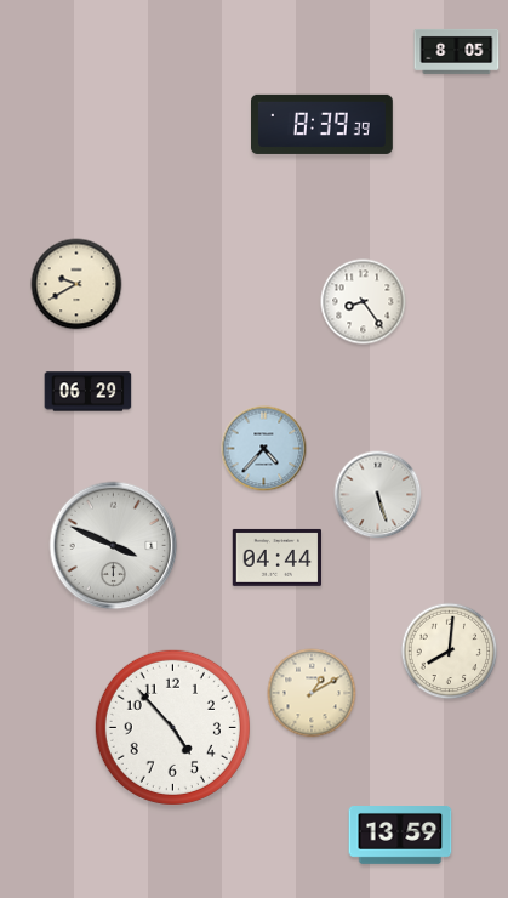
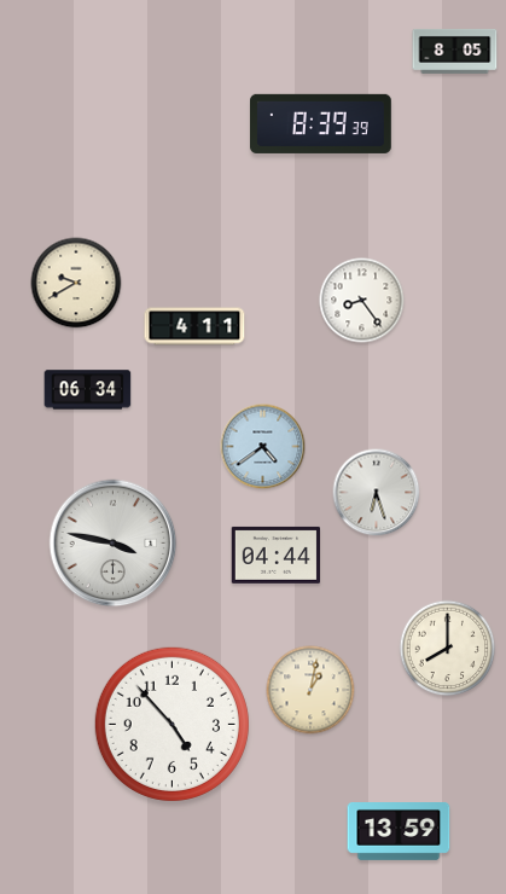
clock at (194, 326): none -> 4:11
clock at (89, 392): 06:29 -> 06:34
clock at (264, 449): 4:37 -> 4:39
clock at (378, 495): 5:27 -> 6:27
clock at (114, 546): 3:49 -> 3:47
clock at (450, 652): 8:01 -> 8:00
clock at (312, 693): 1:10 -> 1:02
